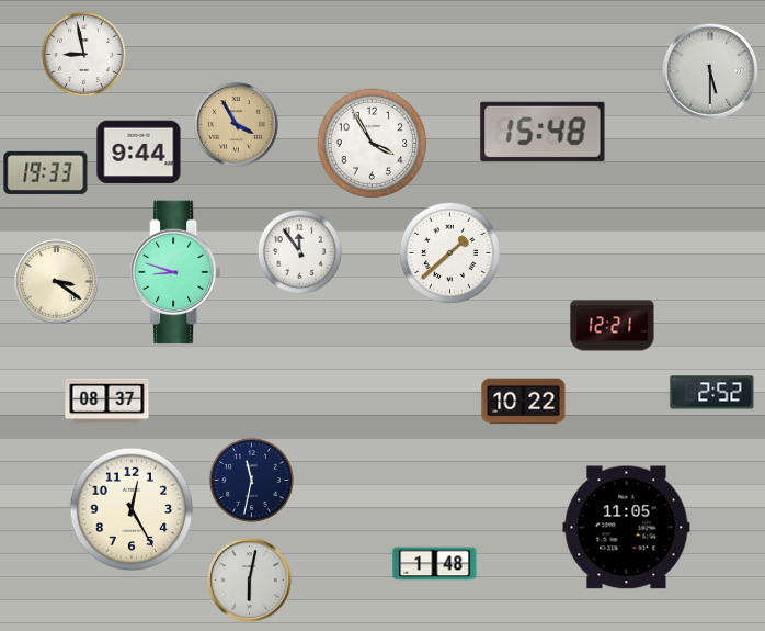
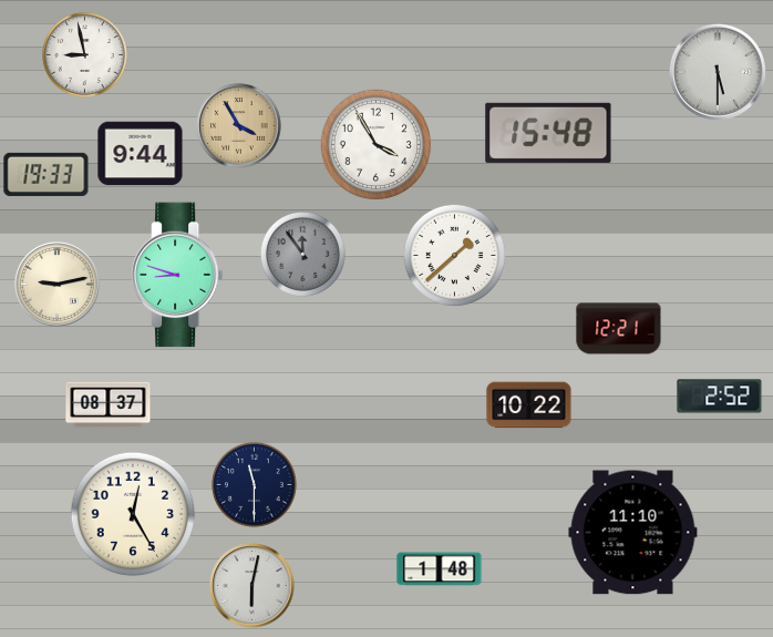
clock at (299, 251) dial: white -> grey
clock at (57, 282): 3:21 -> 9:13
clock at (251, 480): 11:32 -> 11:30
clock at (627, 528): 11:05 -> 11:10
